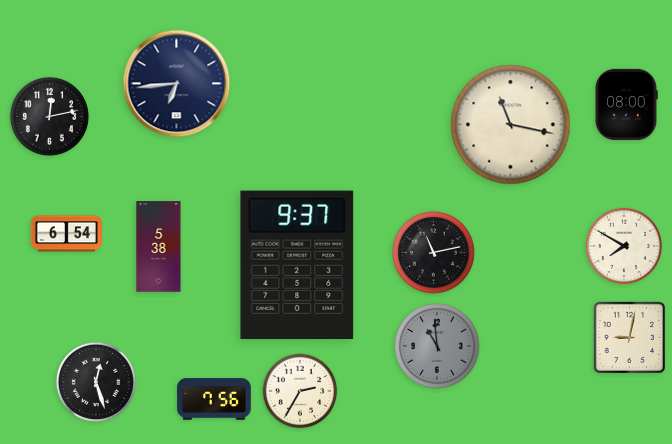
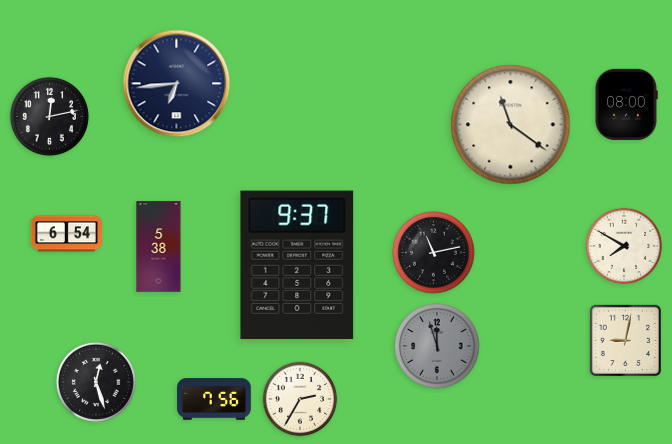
clock at (511, 125): 11:17 -> 11:21
clock at (630, 338) position: (630, 338) -> (626, 341)
clock at (437, 346): 10:59 -> 11:57
clock at (300, 391) position: (300, 391) -> (300, 399)
